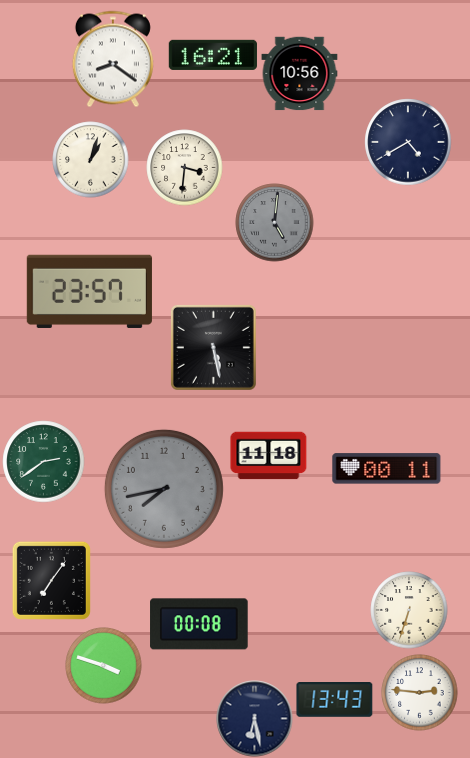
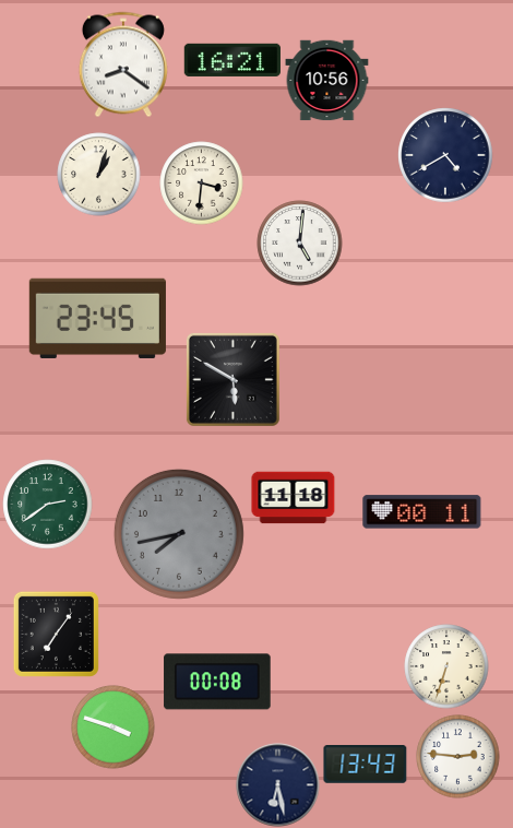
clock at (275, 223) dial: grey -> white
clock at (89, 291): 23:57 -> 23:45
clock at (213, 347): 5:28 -> 5:50
